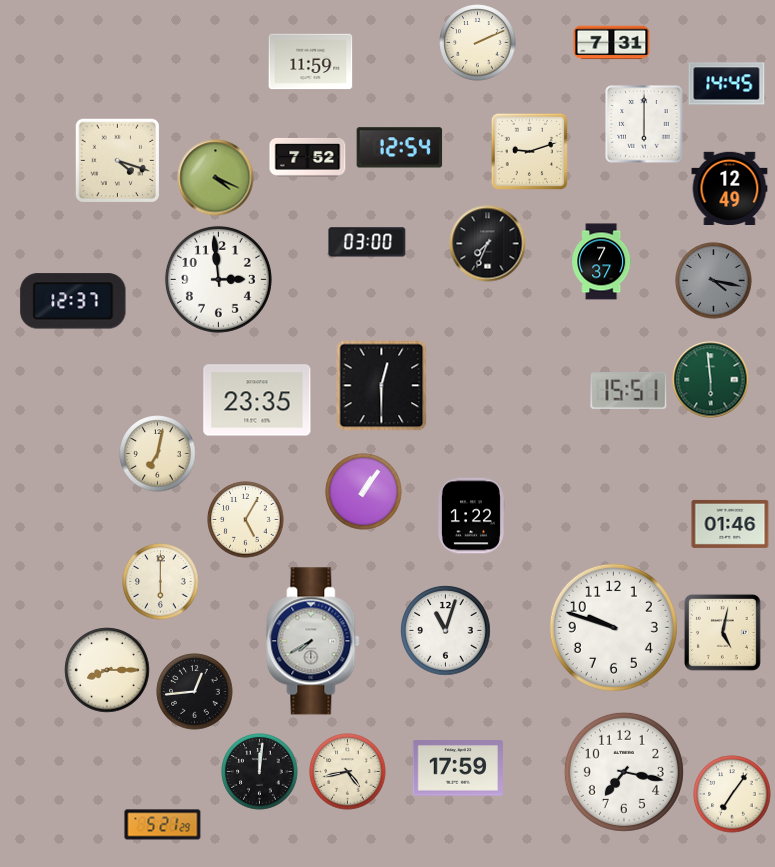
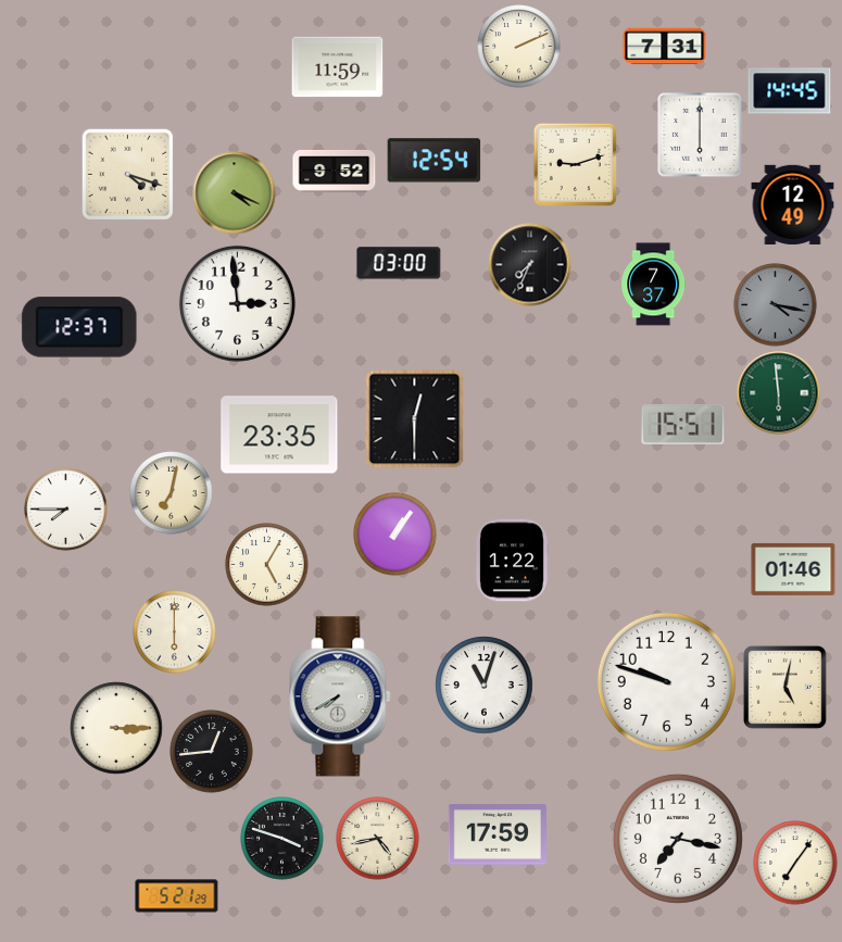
clock at (308, 157): 7:52 -> 9:52
clock at (711, 380) position: (711, 380) -> (779, 393)
clock at (66, 510): none -> 7:45
clock at (107, 670): 8:15 -> 3:15
clock at (260, 772): 12:01 -> 3:48
